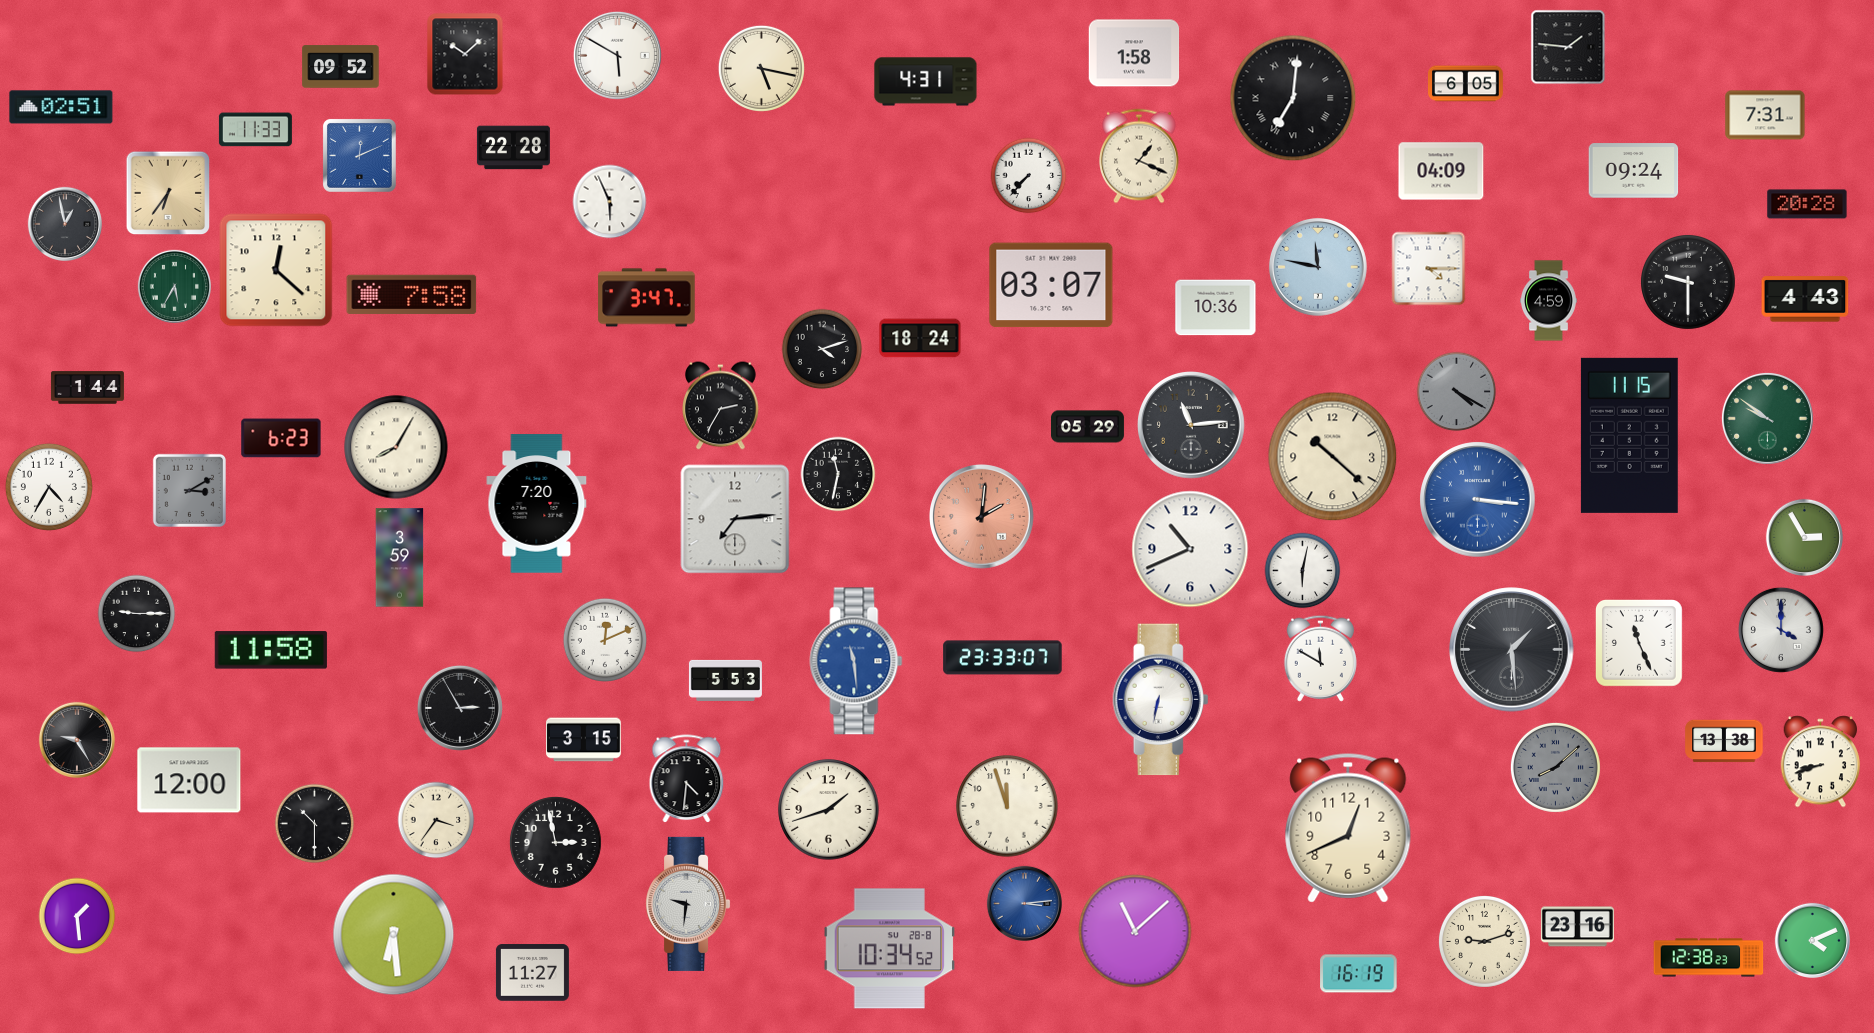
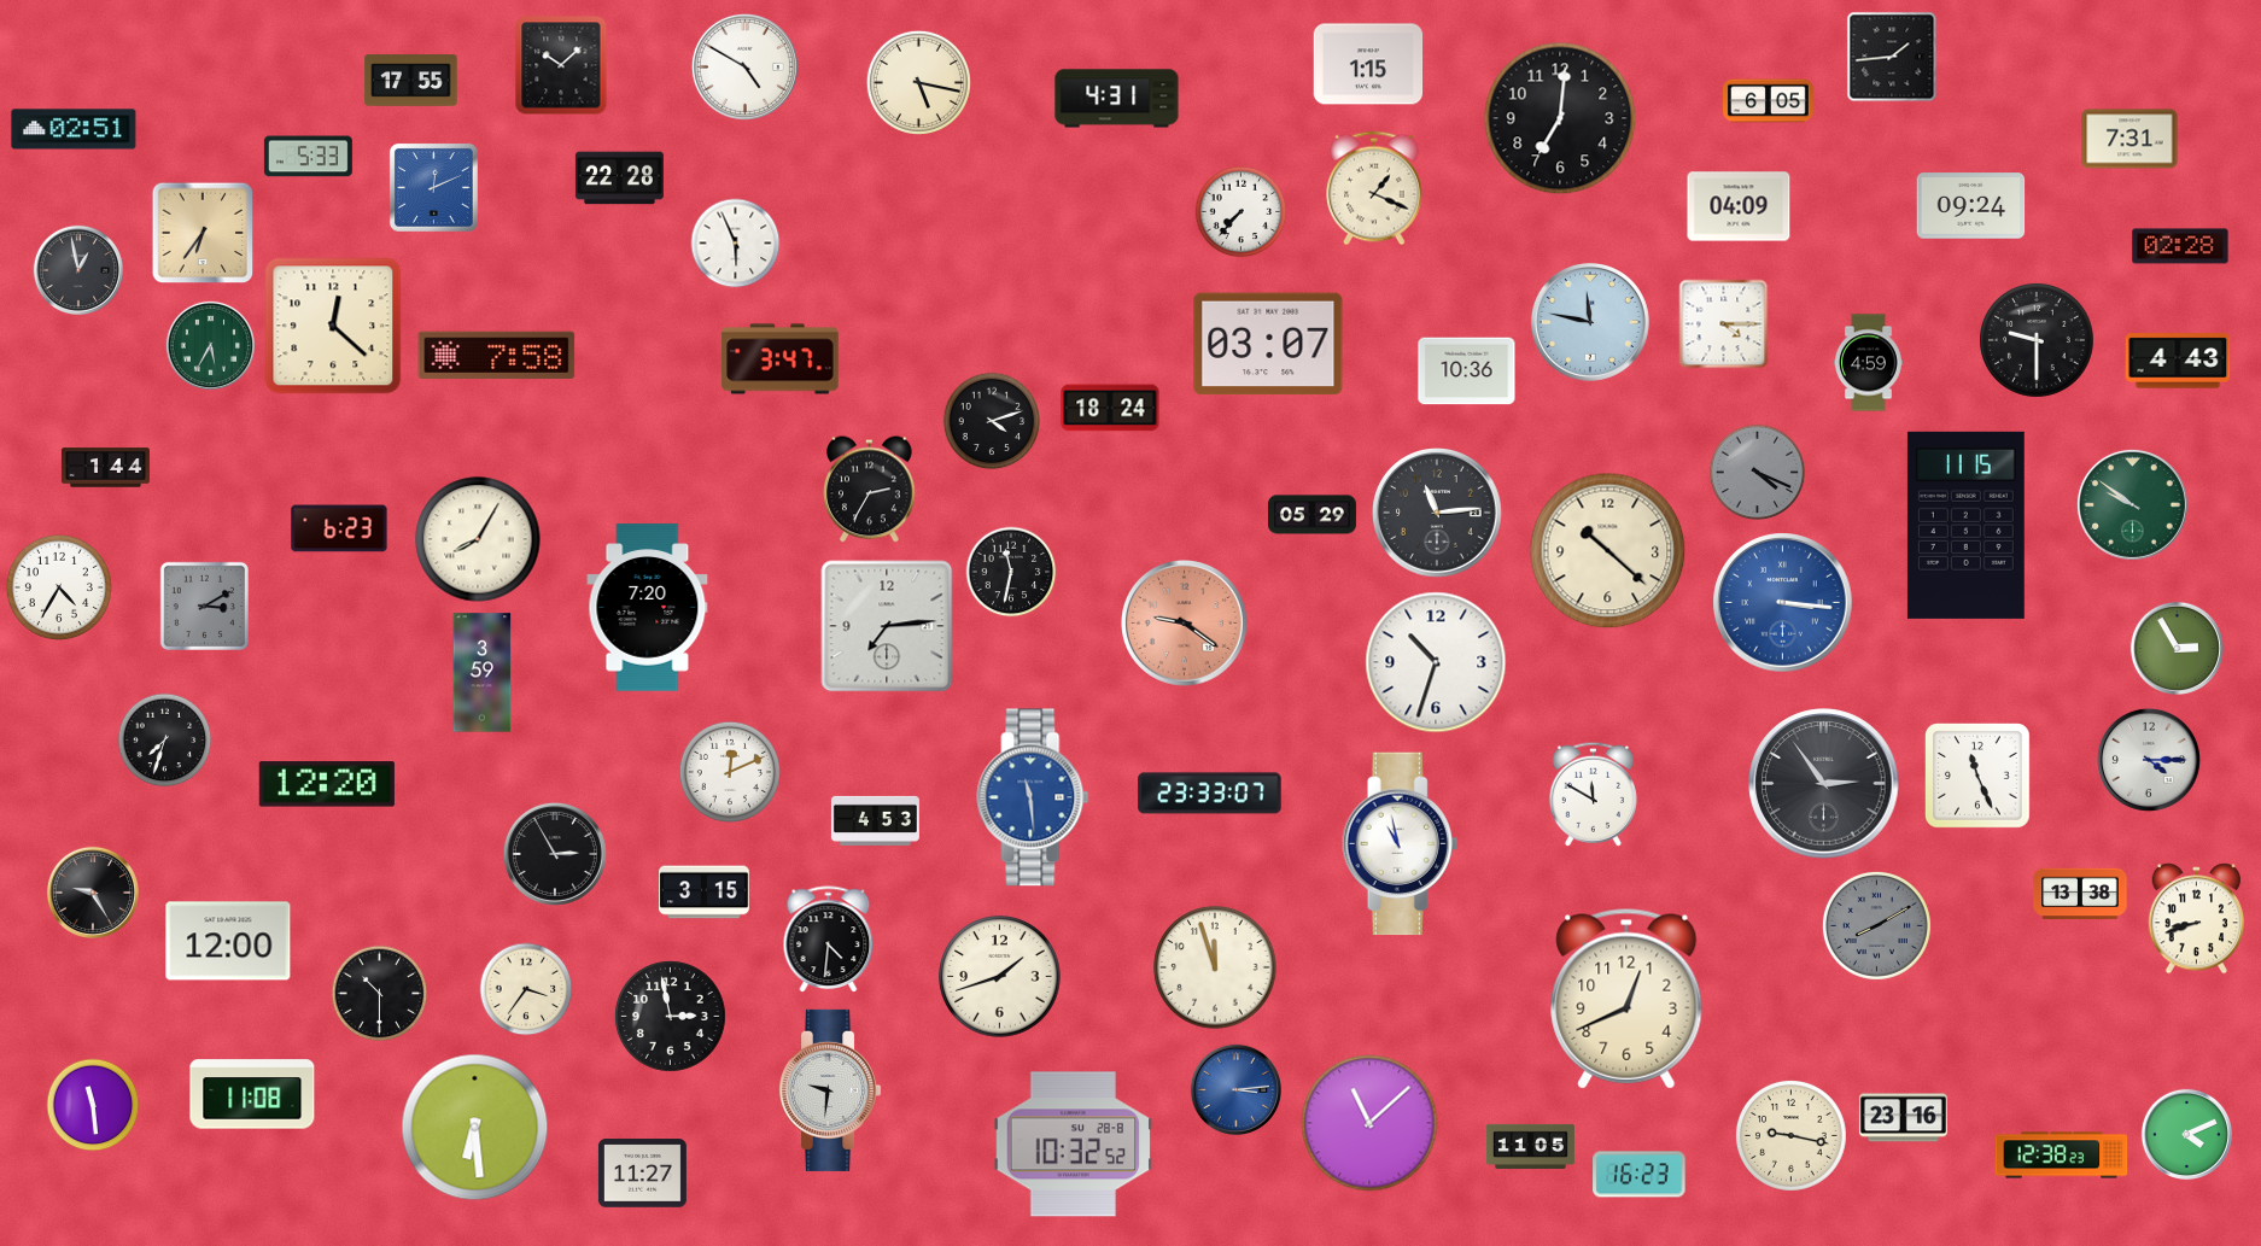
clock at (1568, 47): 1:46 -> 1:44
clock at (1134, 53): 1:58 -> 1:15
clock at (617, 55): 5:50 -> 4:50
clock at (341, 67): 09:52 -> 17:55
clock at (1293, 98) numerals: Roman -> Arabic
clock at (255, 130): 11:33 -> 5:33
clock at (1807, 204): 20:28 -> 02:28
clock at (1457, 392): 4:20 -> 4:19
clock at (189, 490) position: (189, 490) -> (204, 606)
clock at (982, 517): 2:01 -> 9:21
clock at (1190, 549): 10:41 -> 10:33
clock at (1303, 571): 6:02 -> none
clock at (137, 614): 9:15 -> 7:33
clock at (1781, 630): 4:00 -> 4:15
clock at (271, 650): 11:58 -> 12:20
clock at (1512, 650): 1:29 -> 2:54
clock at (725, 680): 5:53 -> 4:53
clock at (1161, 700): 6:32 -> 10:58
clock at (1555, 767): 8:08 -> 8:10
clock at (1007, 806) position: (1007, 806) -> (1215, 967)
clock at (252, 1094): none -> 11:08
clock at (77, 916): 1:29 -> 11:29
clock at (1484, 941): 9:12 -> 9:17
clock at (890, 949): 10:34 -> 10:32
clock at (1530, 1146): none -> 11:05
clock at (1359, 974): 16:19 -> 16:23
